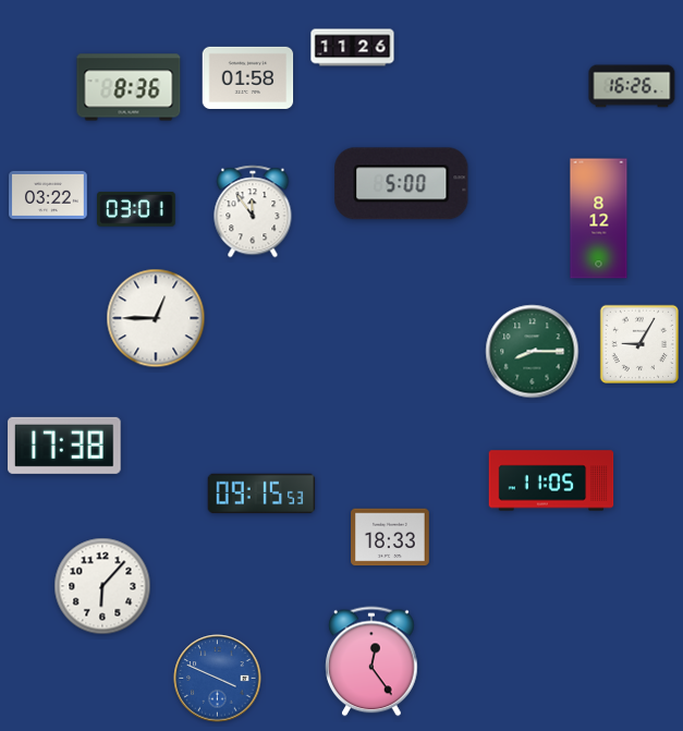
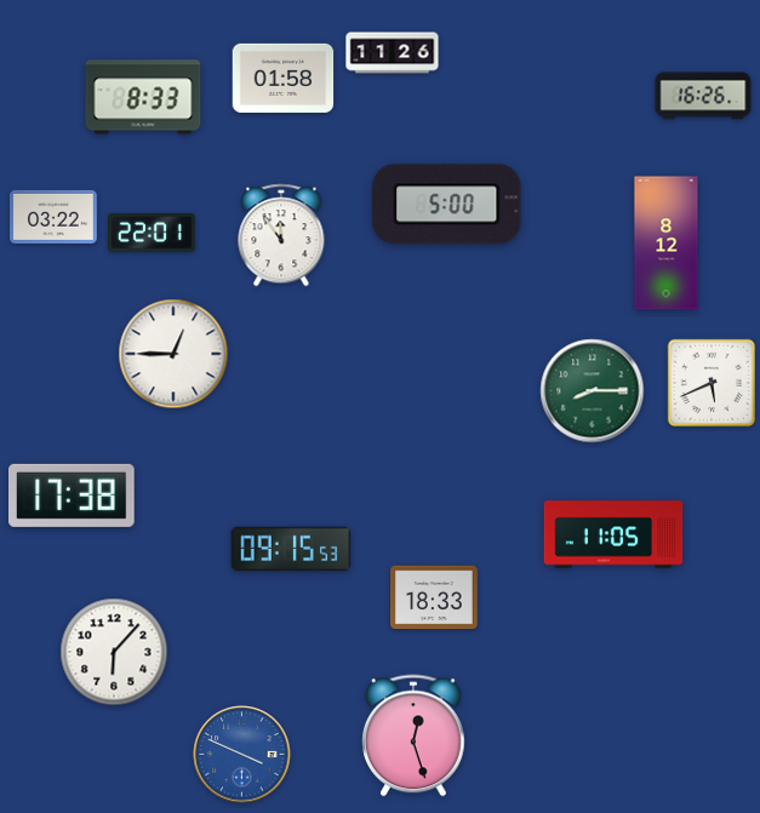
clock at (248, 77) position: (248, 77) -> (284, 78)
clock at (129, 87): 8:36 -> 8:33
clock at (137, 209): 03:01 -> 22:01
clock at (638, 343): 9:05 -> 5:41
clock at (371, 661): 12:24 -> 12:27
